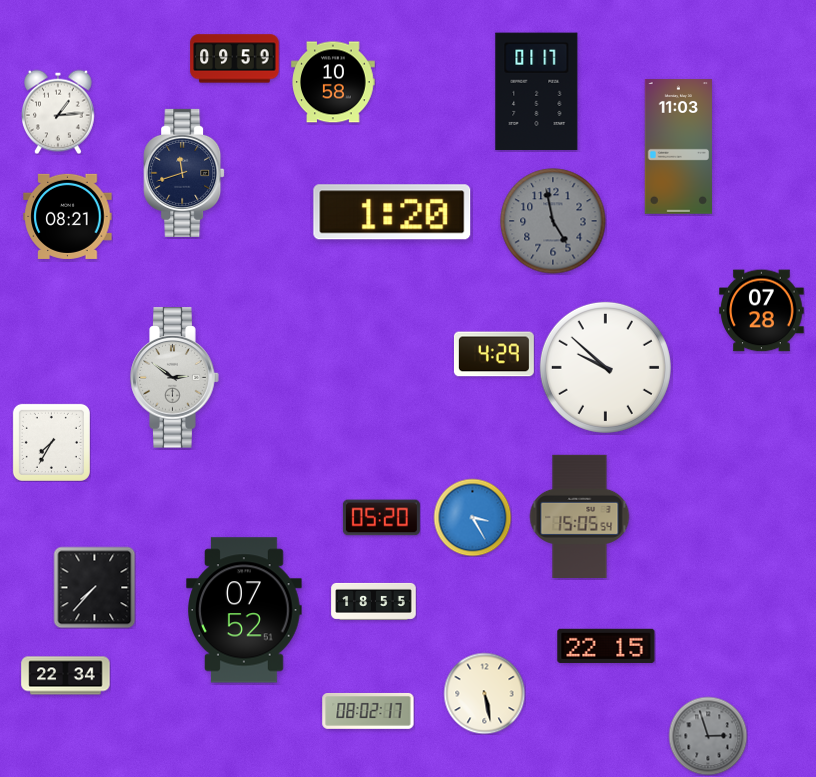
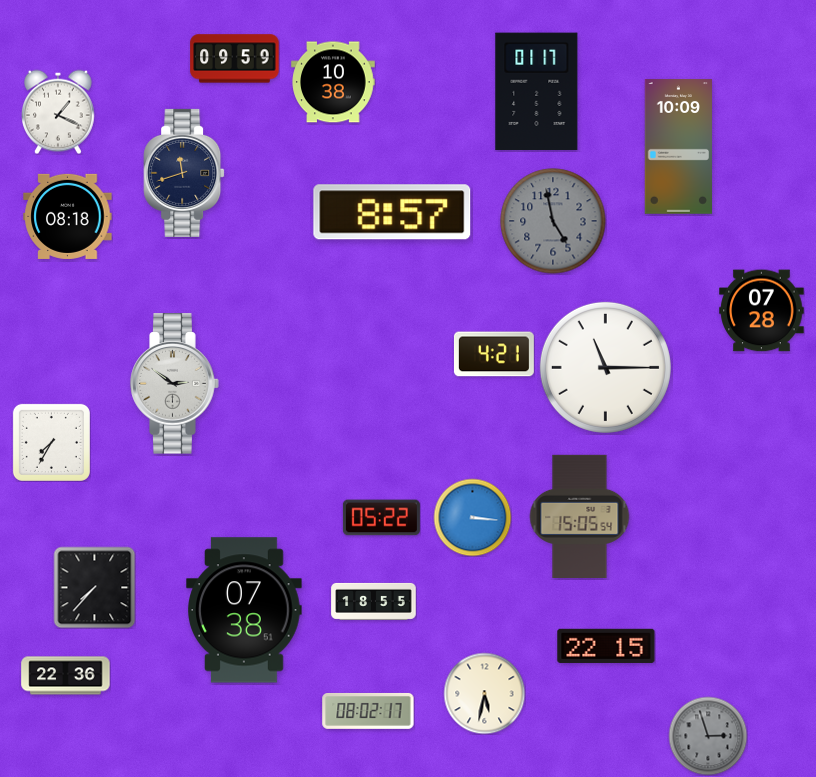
clock at (333, 82): 10:58 -> 10:38
clock at (59, 112): 1:14 -> 1:19
clock at (679, 147): 11:03 -> 10:09
clock at (392, 212): 1:20 -> 8:57
clock at (68, 216): 08:21 -> 08:18
clock at (494, 354): 4:29 -> 4:21
clock at (605, 367): 9:52 -> 11:15
clock at (175, 378) position: (175, 378) -> (175, 384)
clock at (472, 517): 3:25 -> 3:16
clock at (381, 518): 05:20 -> 05:22
clock at (244, 610): 07:52 -> 07:38
clock at (66, 676): 22:34 -> 22:36
clock at (484, 693): 5:28 -> 5:32
